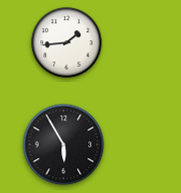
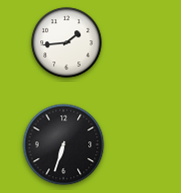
clock at (64, 145): 5:55 -> 6:33
